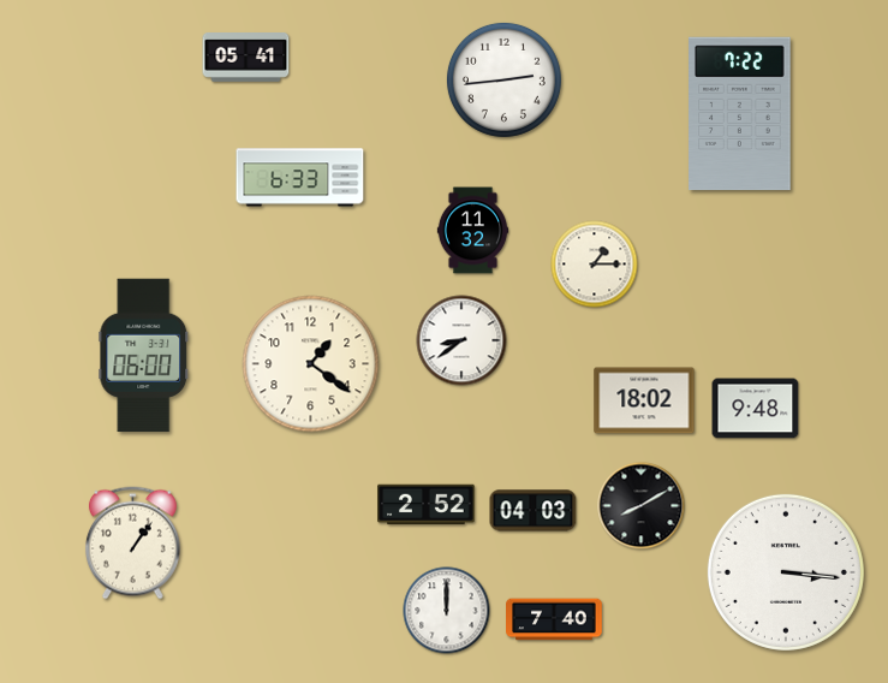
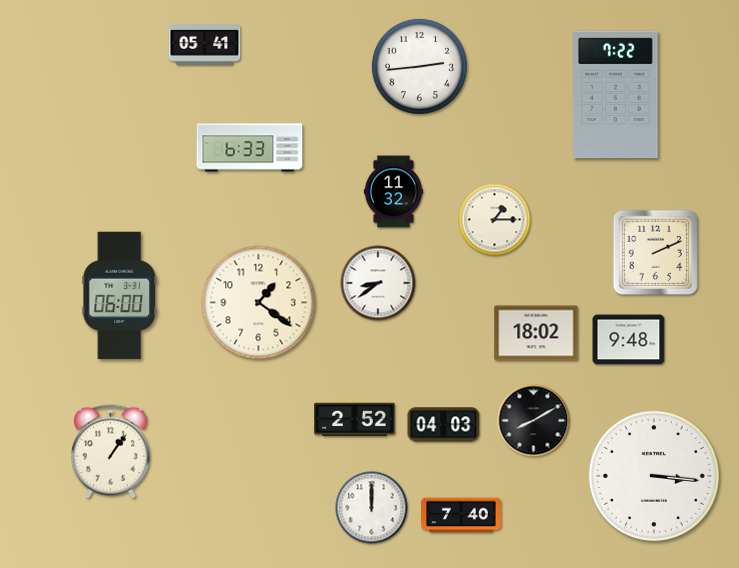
clock at (246, 58) position: (246, 58) -> (205, 45)
clock at (655, 252): none -> 2:11
clock at (461, 340) position: (461, 340) -> (378, 283)
